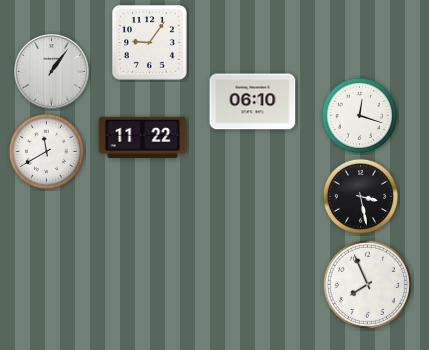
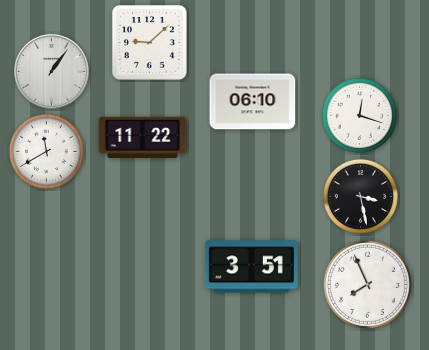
clock at (150, 43): 9:06 -> 9:08
clock at (251, 267): none -> 3:51
